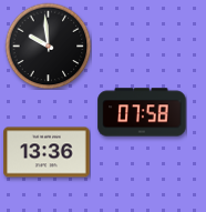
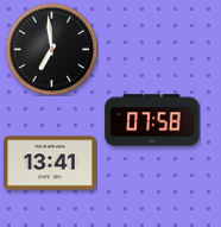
clock at (48, 46): 9:59 -> 6:59
clock at (47, 152): 13:36 -> 13:41
